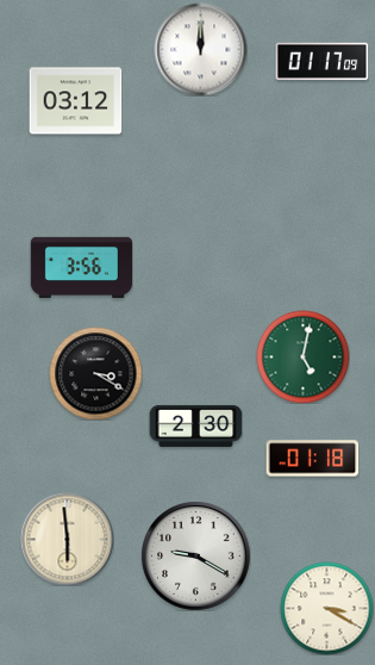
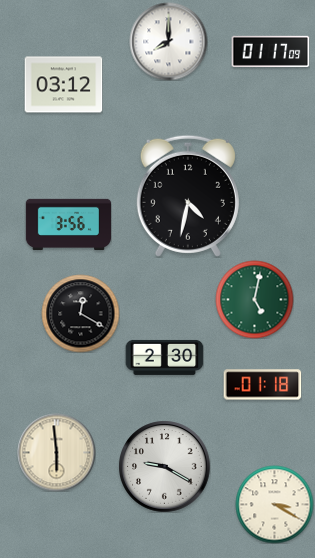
clock at (200, 49): 12:00 -> 8:00
clock at (188, 196): none -> 4:32
clock at (95, 373): 3:20 -> 12:20
clock at (326, 608) position: (326, 608) -> (274, 504)
